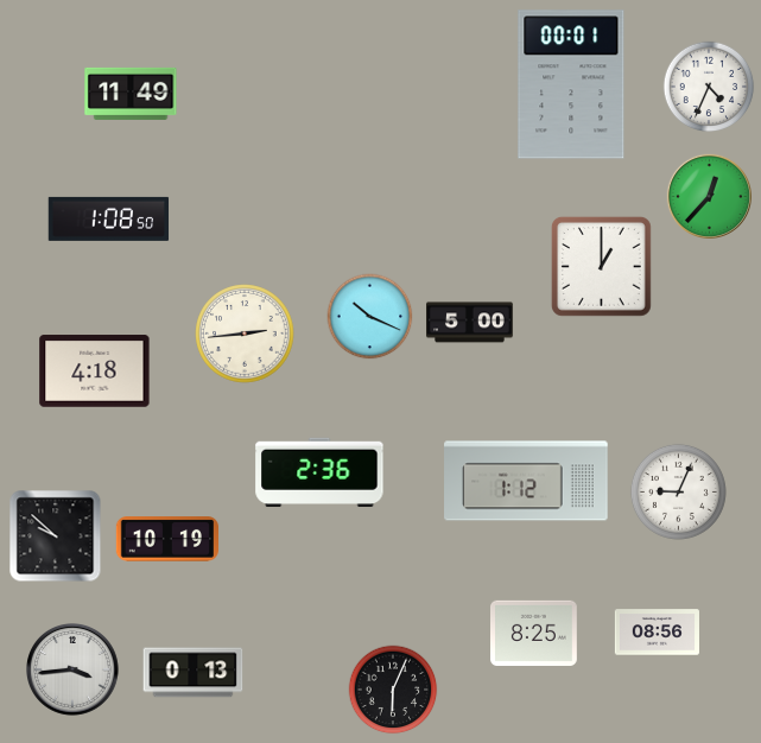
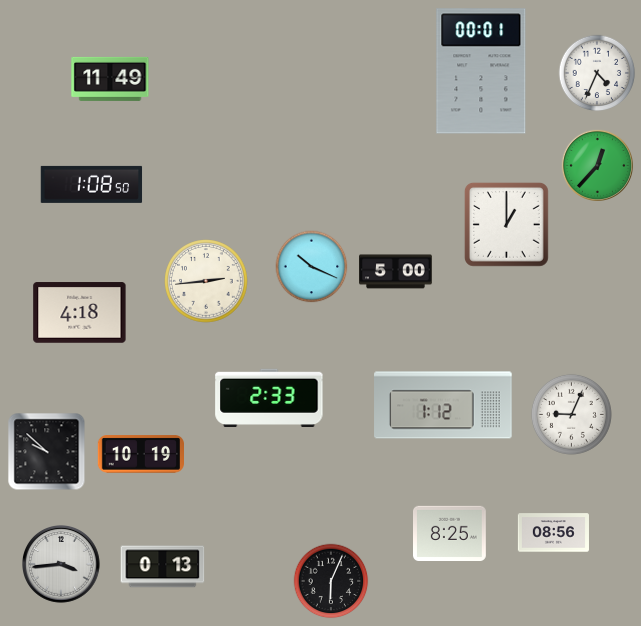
clock at (319, 472): 2:36 -> 2:33
